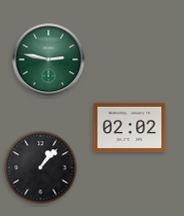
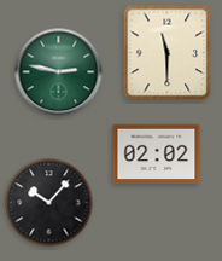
clock at (168, 53): none -> 11:30
clock at (41, 168): 1:07 -> 10:07
